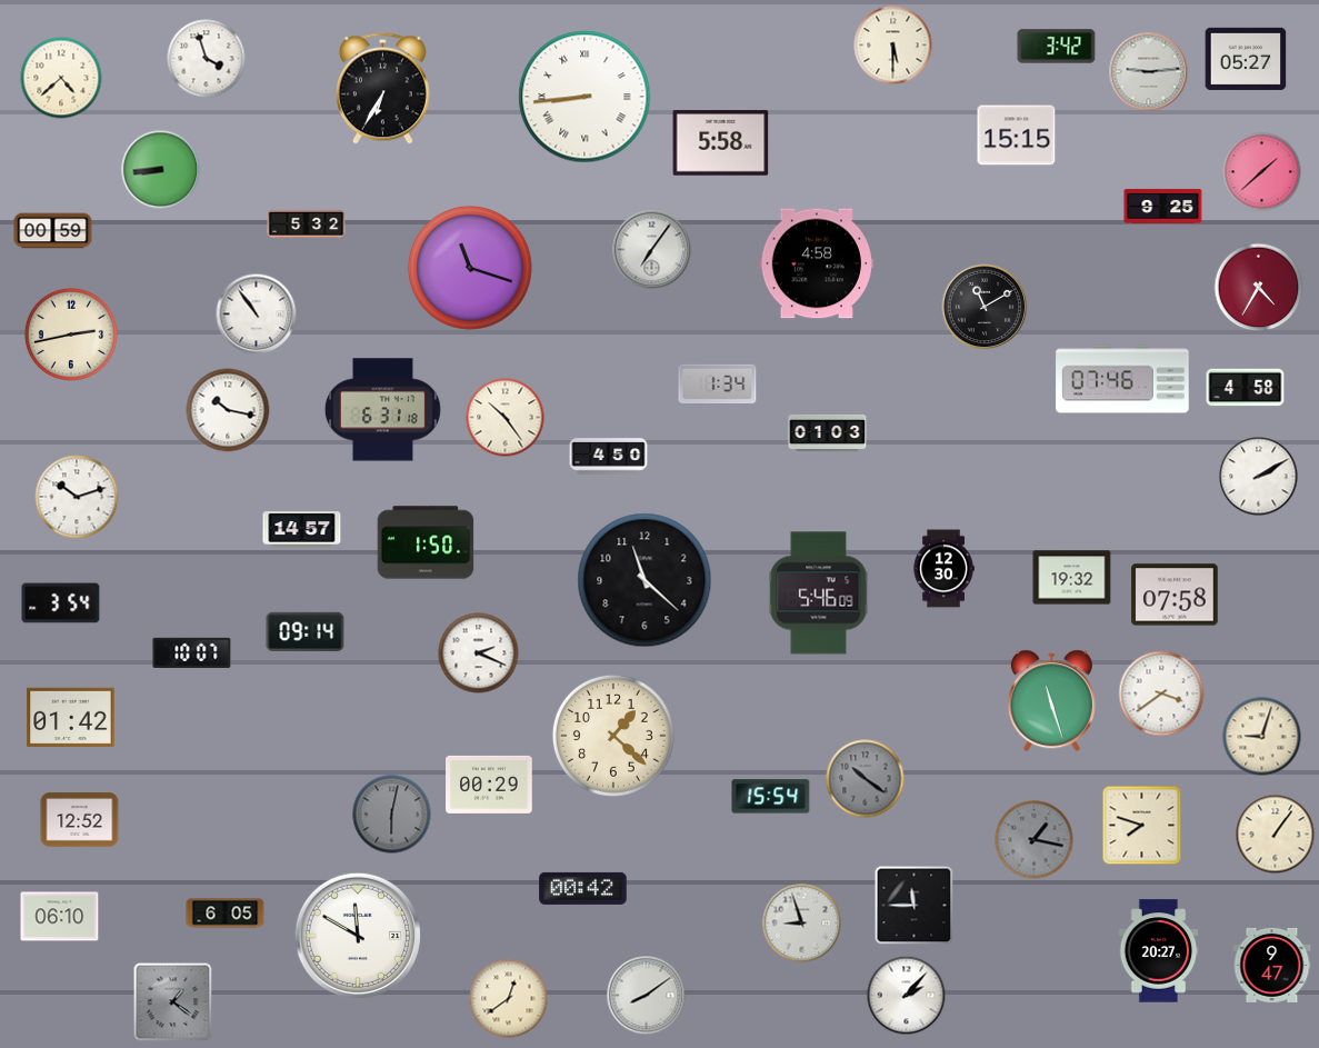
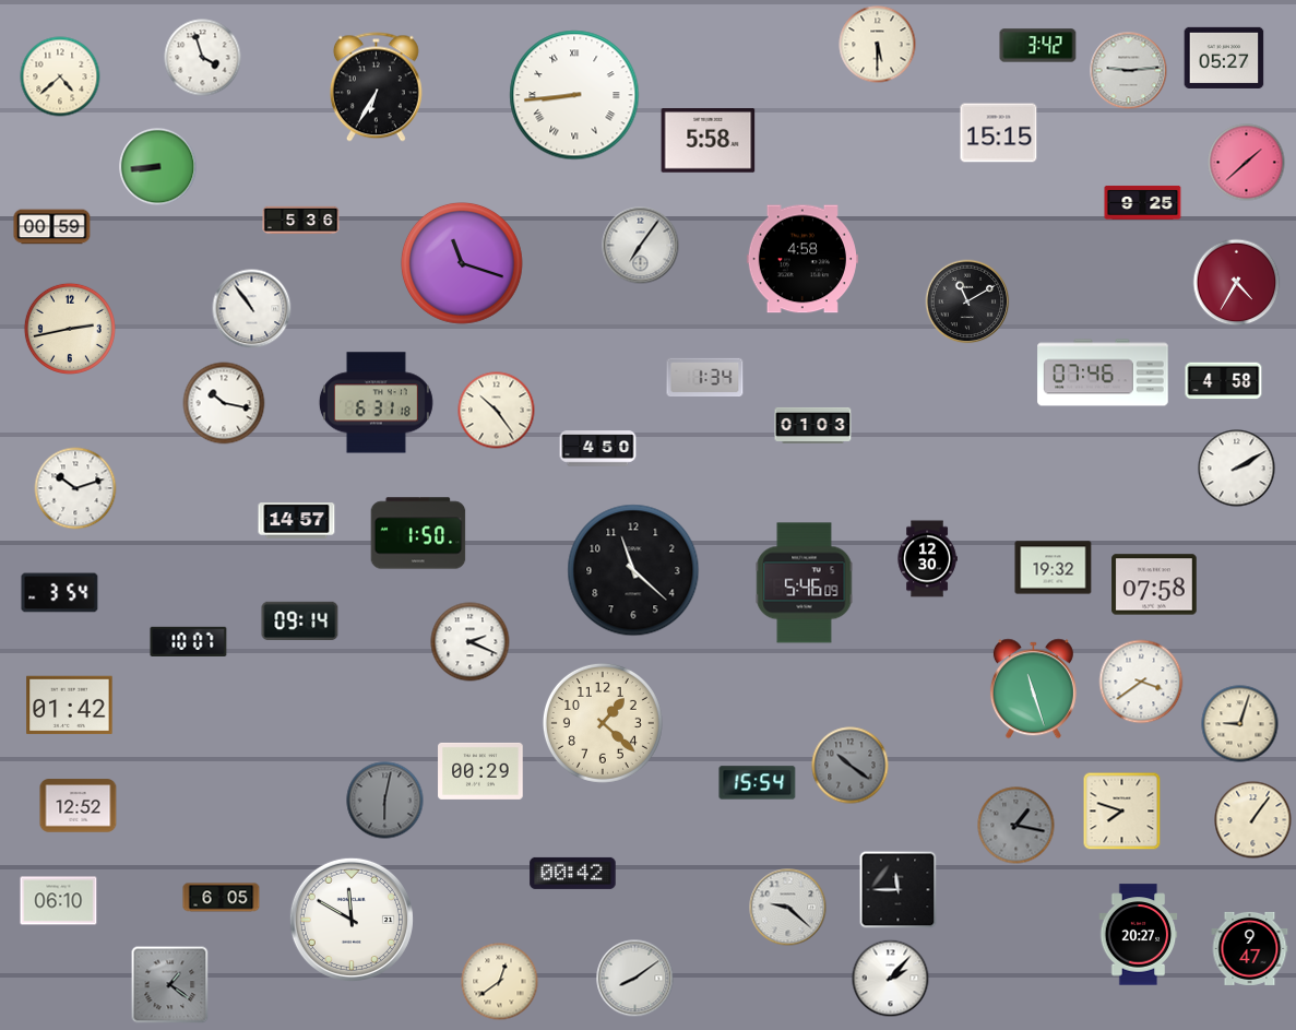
clock at (1262, 172) position: (1262, 172) -> (1247, 163)
clock at (307, 224): 5:32 -> 5:36
clock at (802, 924): 8:57 -> 9:22
